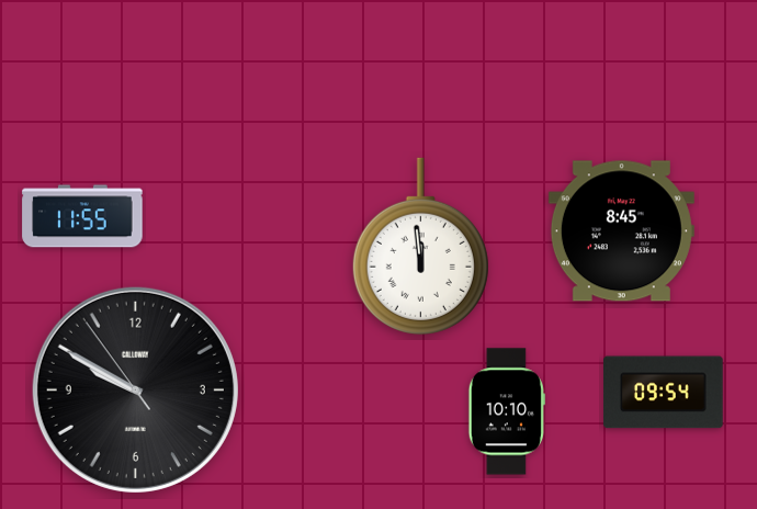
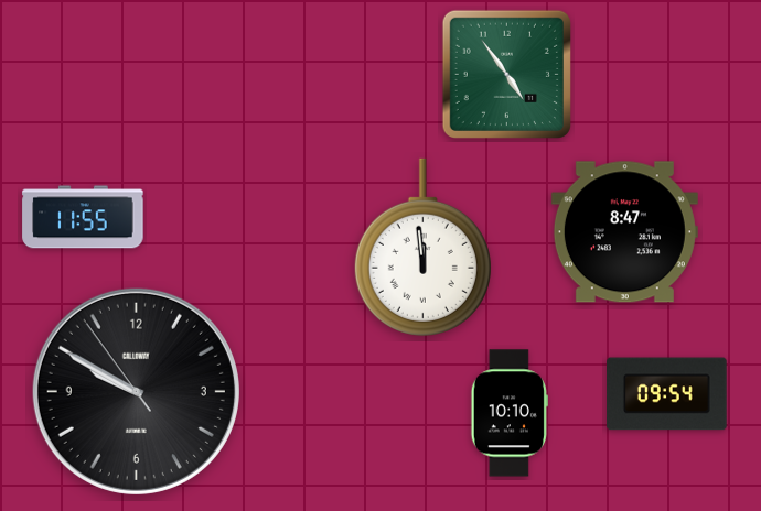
clock at (506, 74): none -> 4:54
clock at (621, 231): 8:45 -> 8:47
